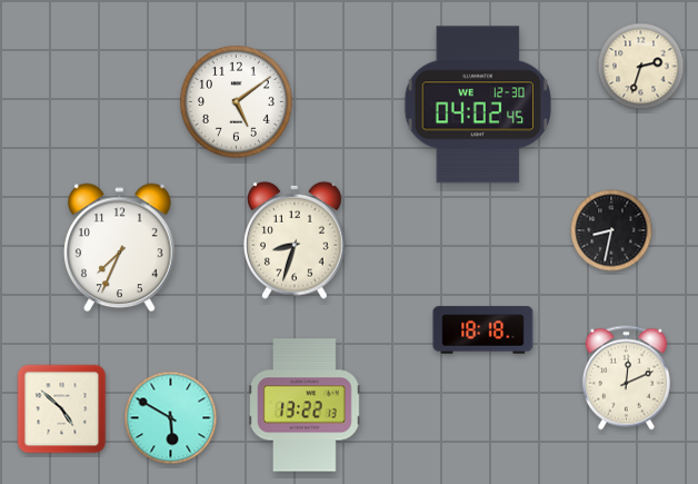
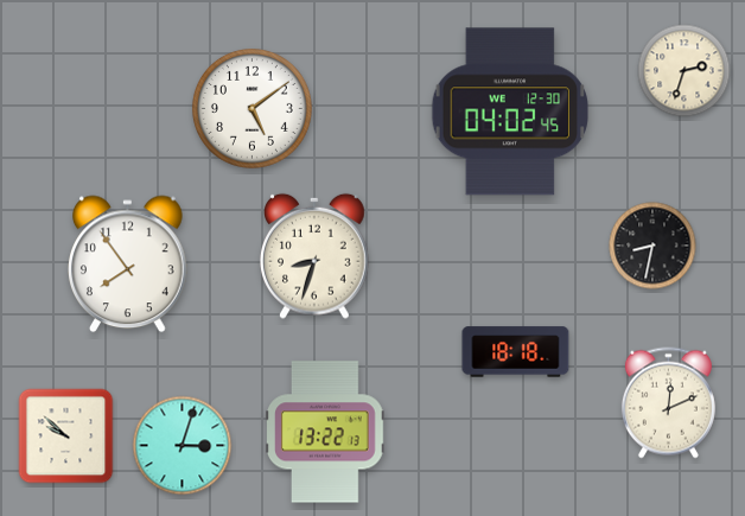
clock at (120, 248): 7:34 -> 7:54
clock at (62, 409): 4:52 -> 9:52
clock at (171, 418): 5:50 -> 3:03
